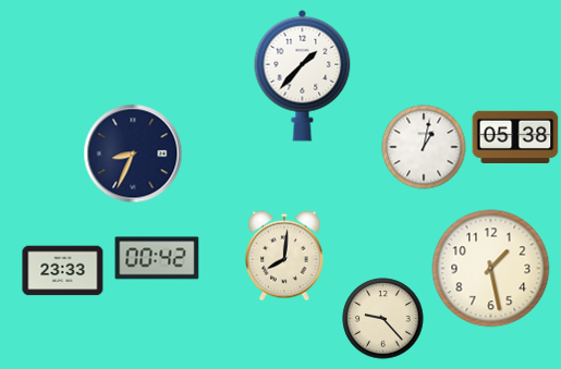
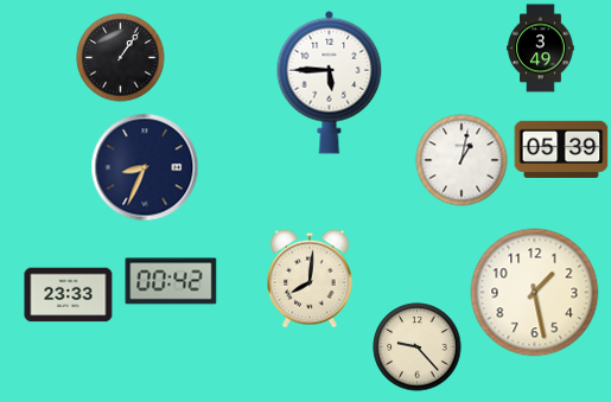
clock at (541, 49): none -> 3:49
clock at (121, 58): none -> 1:06
clock at (303, 75): 1:37 -> 5:45
clock at (515, 137): 05:38 -> 05:39
